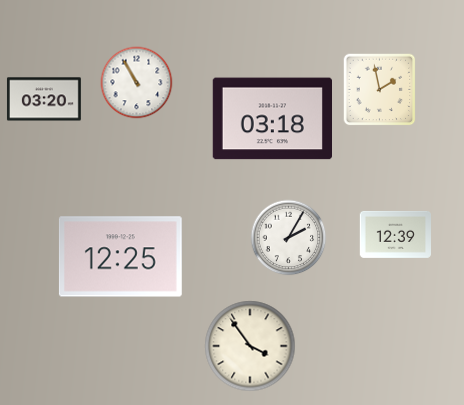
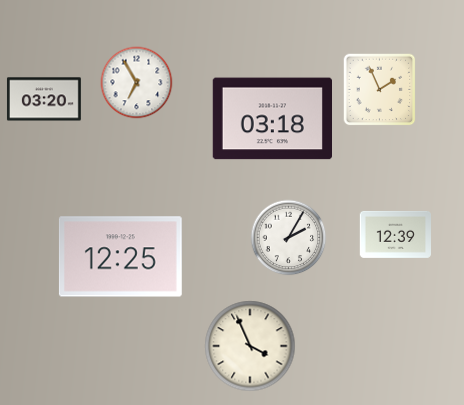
clock at (137, 83): 10:55 -> 6:55
clock at (380, 90): 1:58 -> 1:56
clock at (250, 346): 3:54 -> 3:56
